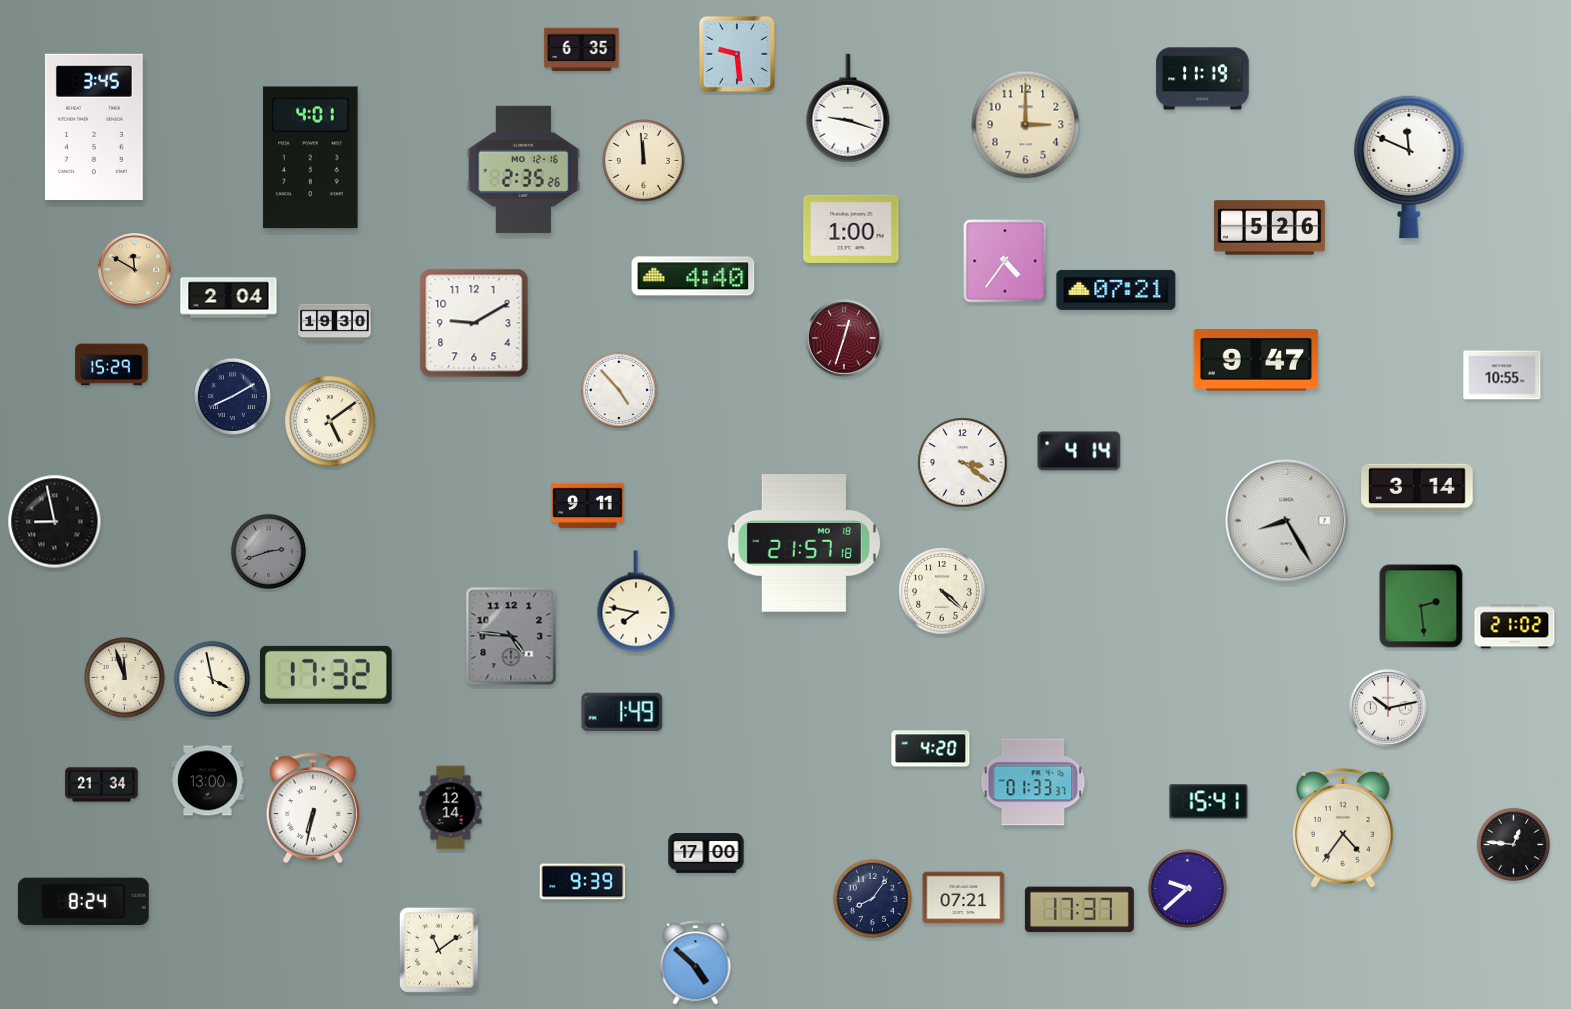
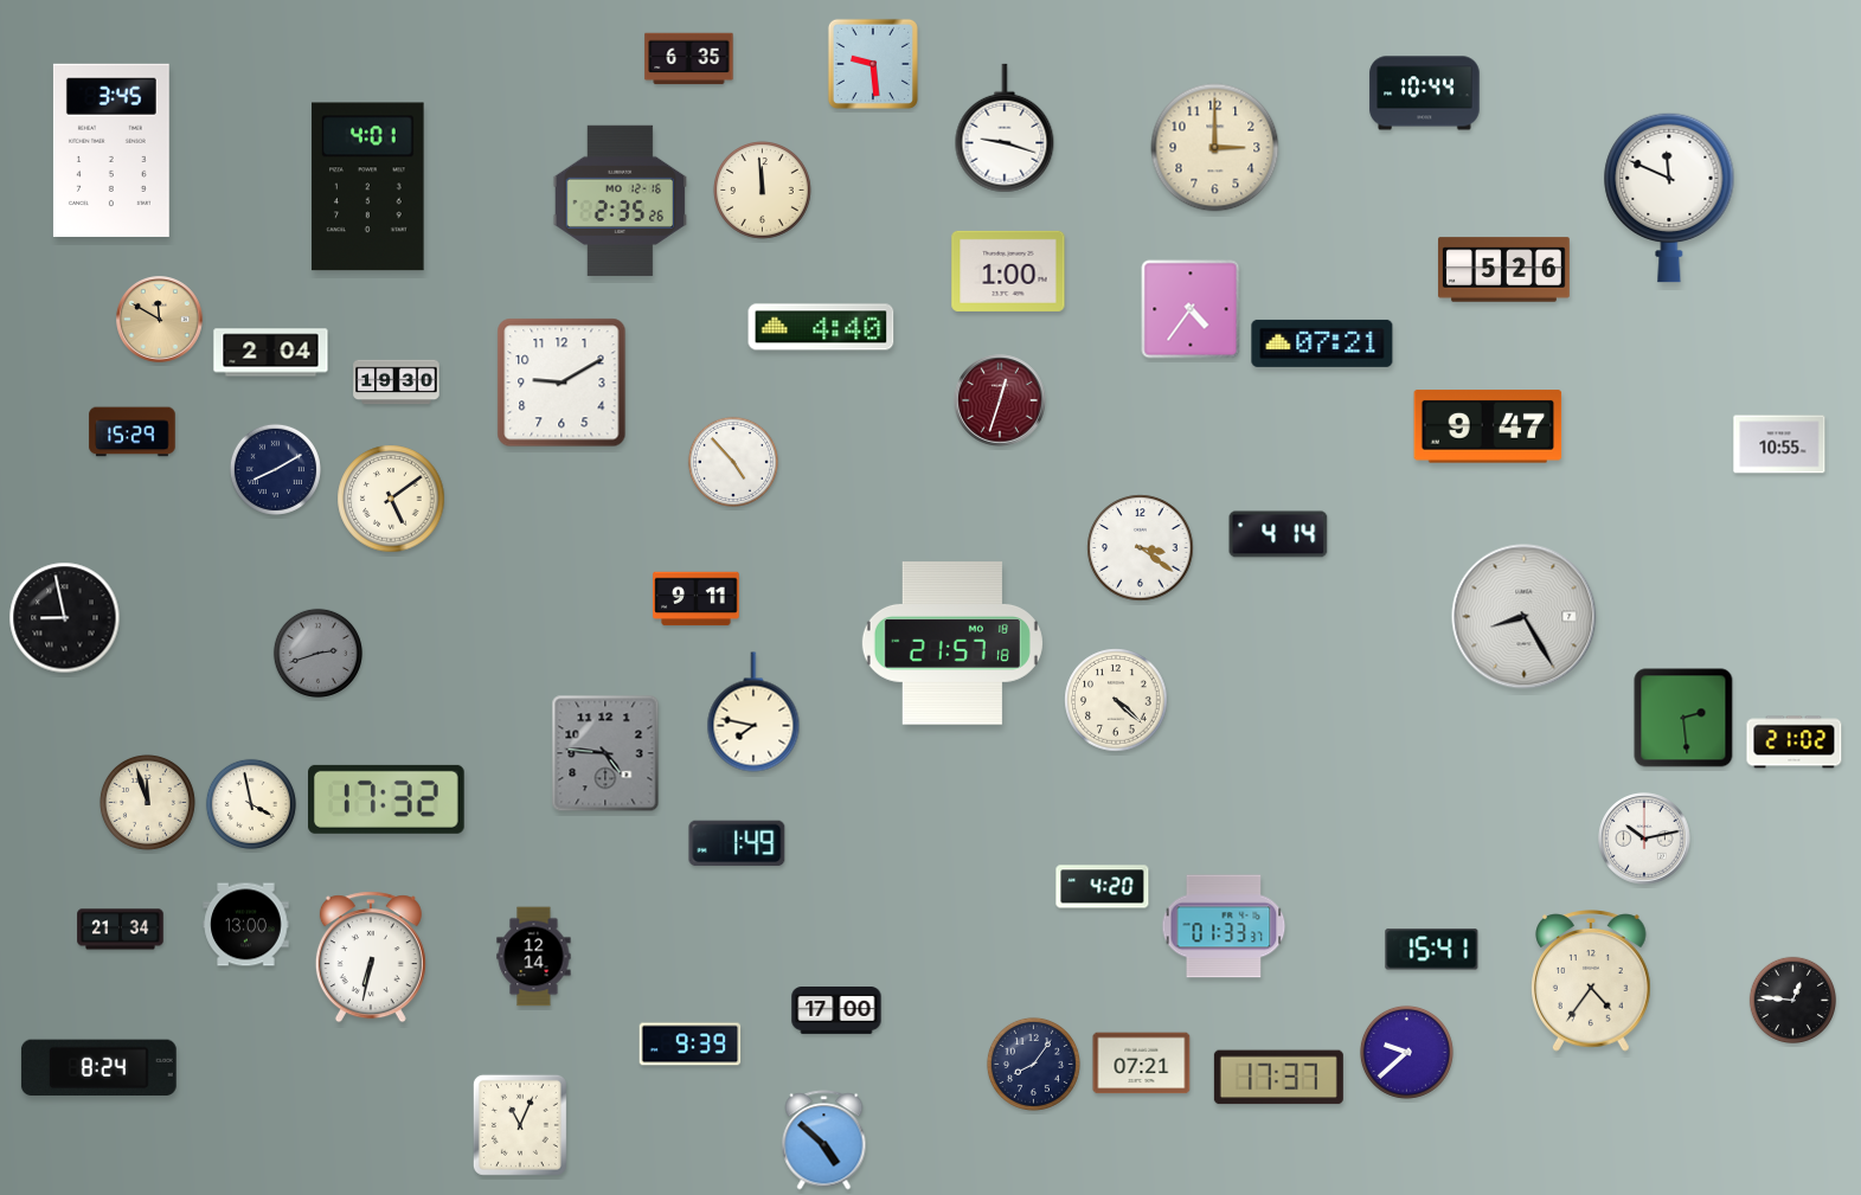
clock at (1203, 79): 11:19 -> 10:44
clock at (1417, 488): 3:14 -> none
clock at (439, 950): 11:09 -> 11:04
